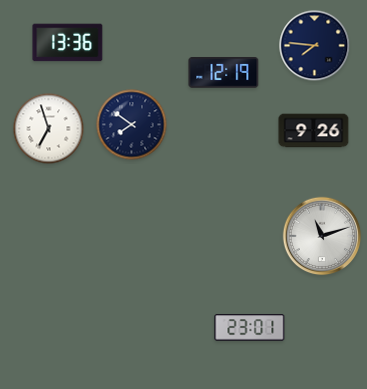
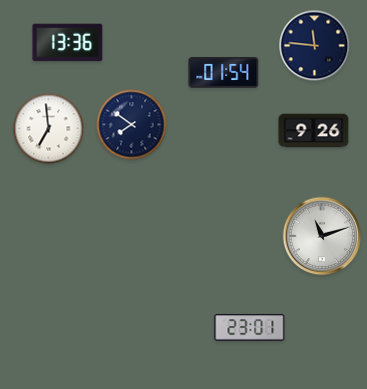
clock at (315, 46): 7:46 -> 11:46
clock at (224, 73): 12:19 -> 01:54
clock at (49, 129): 6:57 -> 6:59
